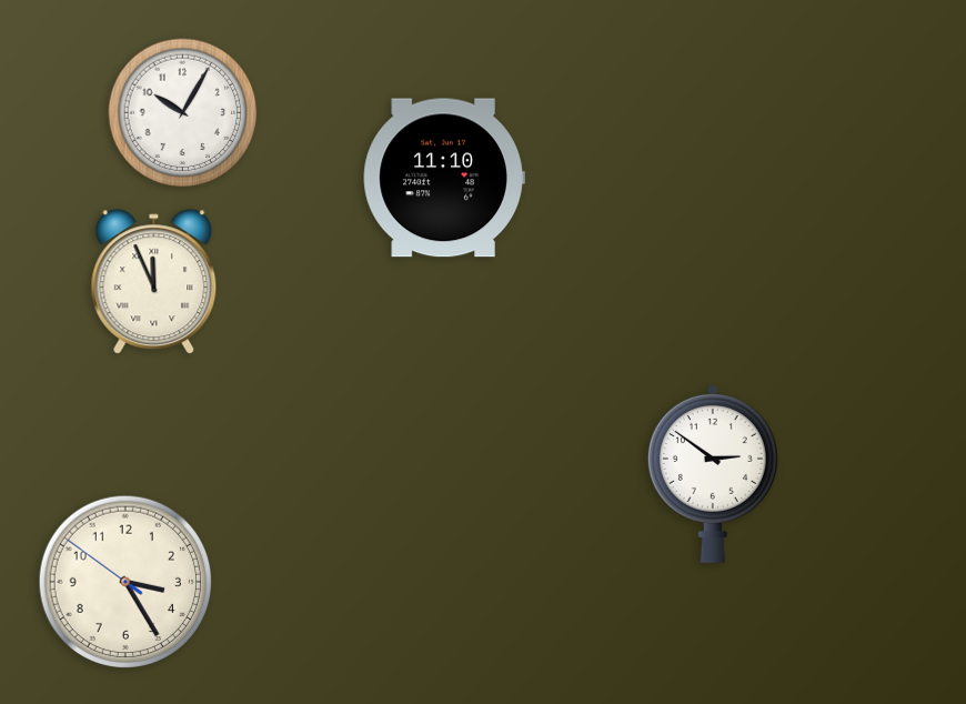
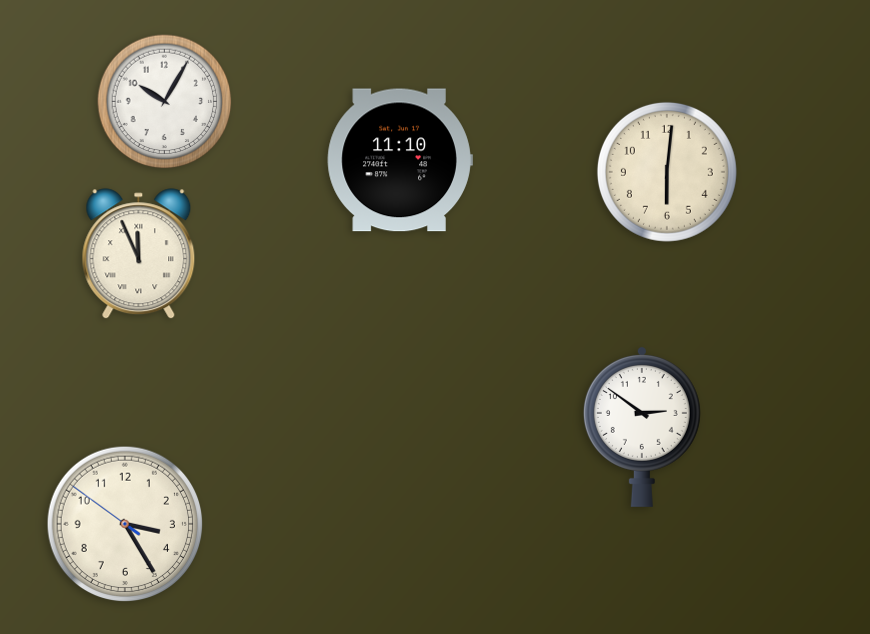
clock at (667, 172): none -> 6:01
clock at (125, 582) position: (125, 582) -> (125, 524)
